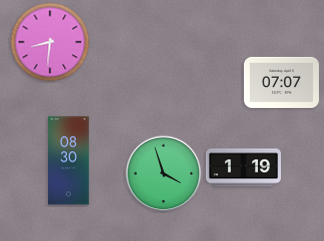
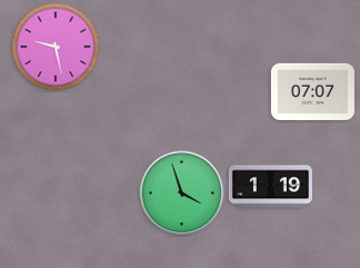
clock at (50, 42): 8:31 -> 9:28
clock at (69, 161): 08:30 -> none
